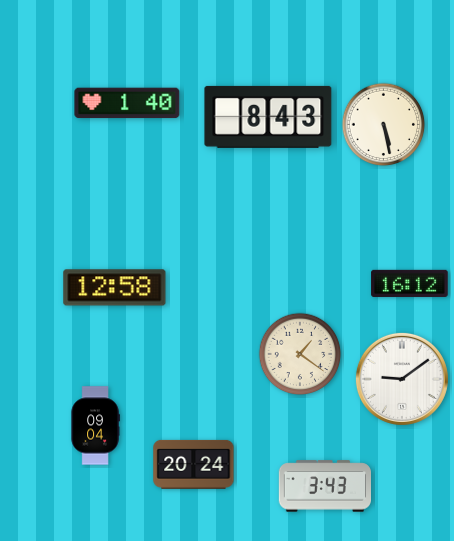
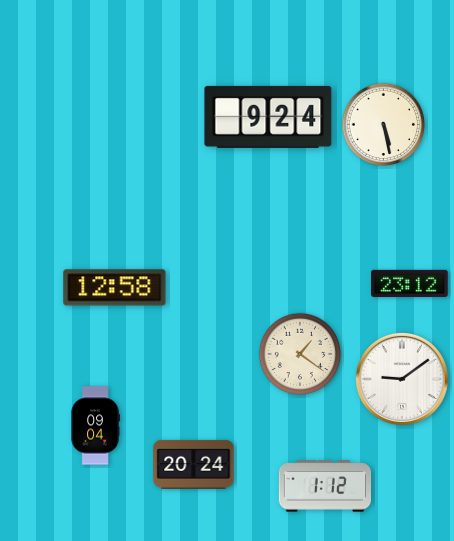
clock at (127, 103): 1:40 -> none
clock at (268, 117): 8:43 -> 9:24
clock at (410, 283): 16:12 -> 23:12
clock at (324, 486): 3:43 -> 1:12
